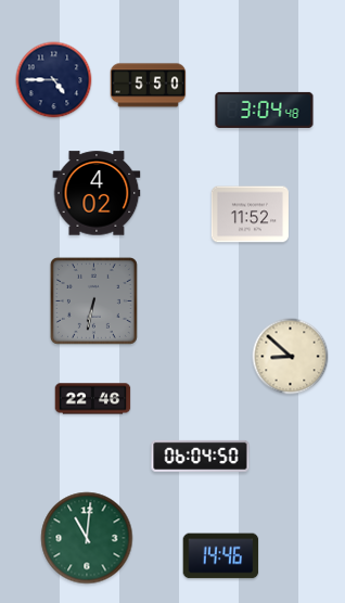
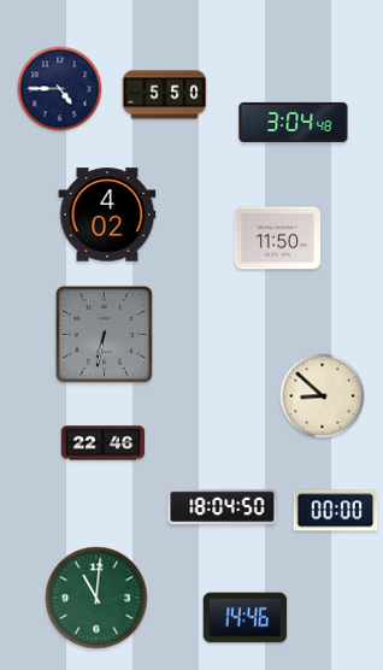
clock at (250, 215): 11:52 -> 11:50
clock at (201, 456): 06:04 -> 18:04
clock at (336, 511): none -> 00:00
